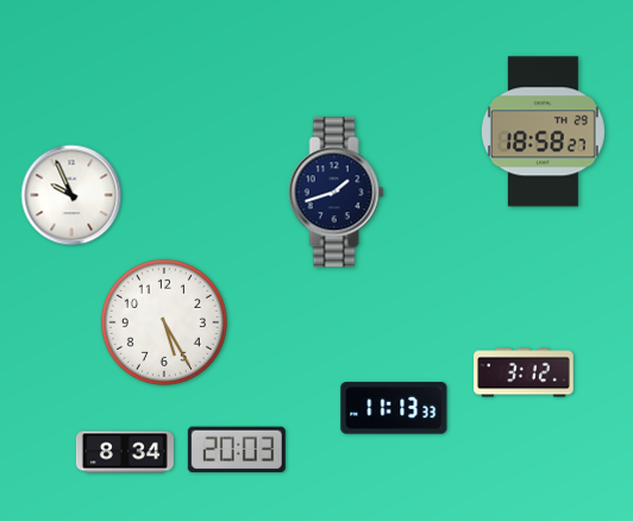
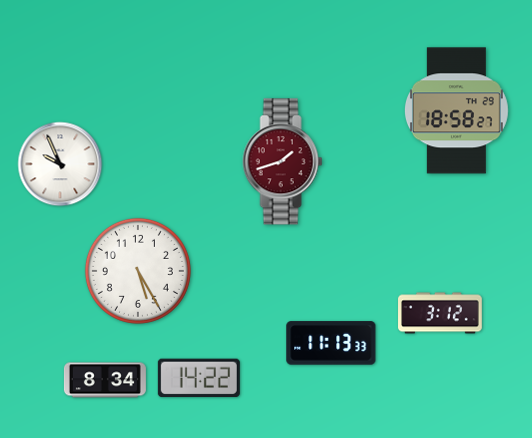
clock at (337, 193) dial: navy -> burgundy
clock at (237, 450): 20:03 -> 14:22
